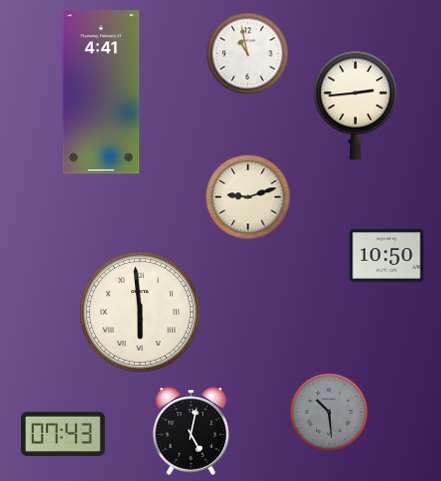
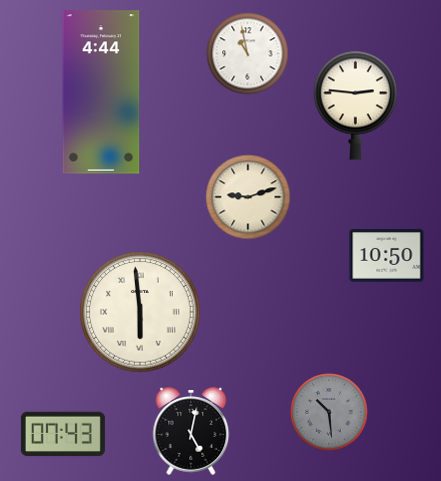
clock at (101, 92): 4:41 -> 4:44
clock at (355, 105): 2:44 -> 2:46
